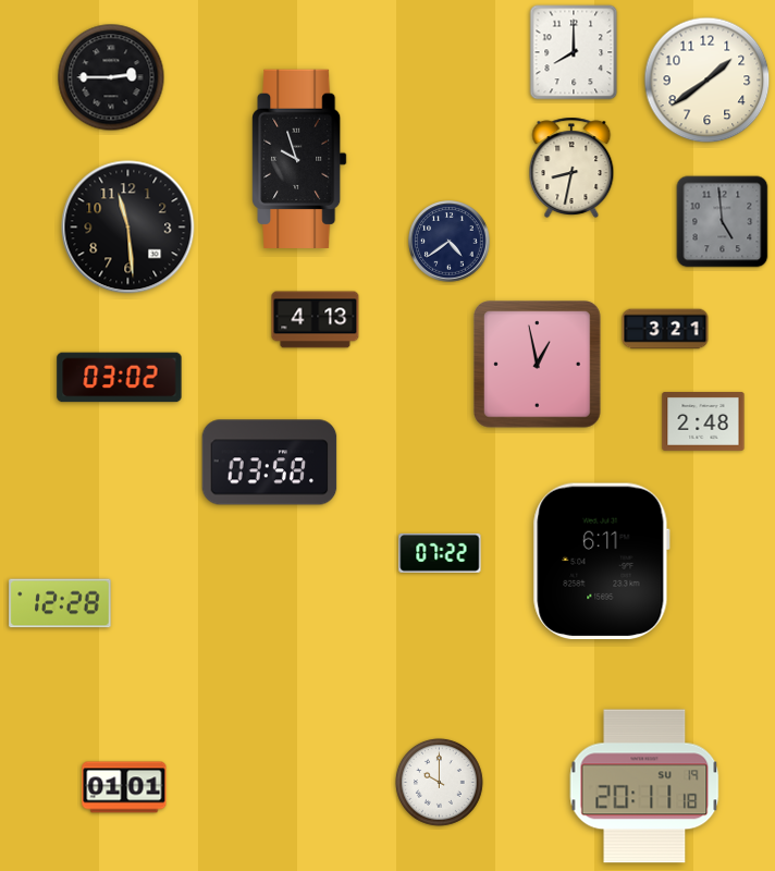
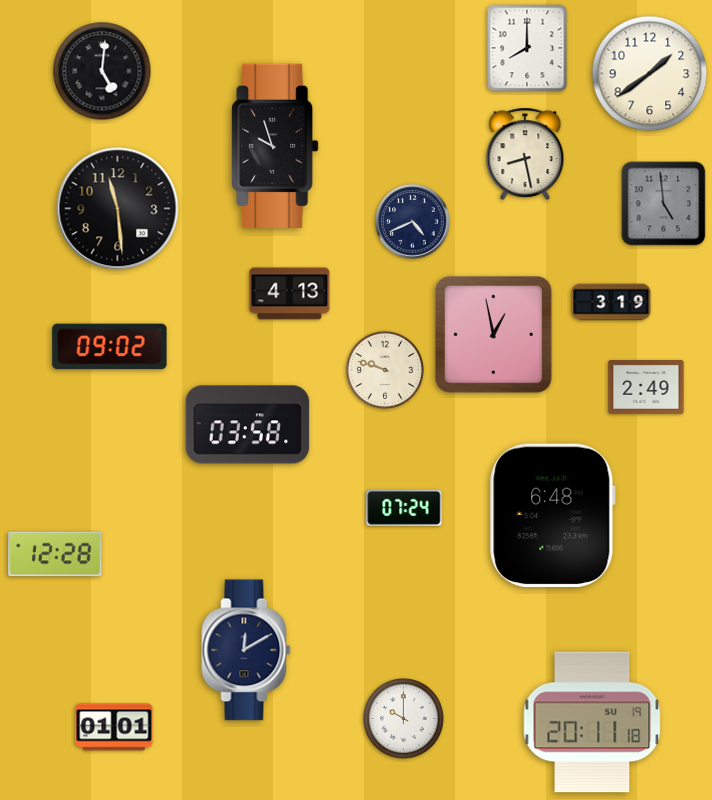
clock at (111, 77): 2:45 -> 5:01
clock at (571, 168): 8:32 -> 8:28
clock at (450, 242): 4:39 -> 4:41
clock at (665, 329): 3:21 -> 3:19
clock at (120, 378): 03:02 -> 09:02
clock at (385, 370): none -> 9:48
clock at (703, 422): 2:48 -> 2:49
clock at (440, 553): 07:22 -> 07:24
clock at (601, 562): 6:11 -> 6:48
clock at (246, 650): none -> 12:10
clock at (124, 787) position: (124, 787) -> (114, 727)
